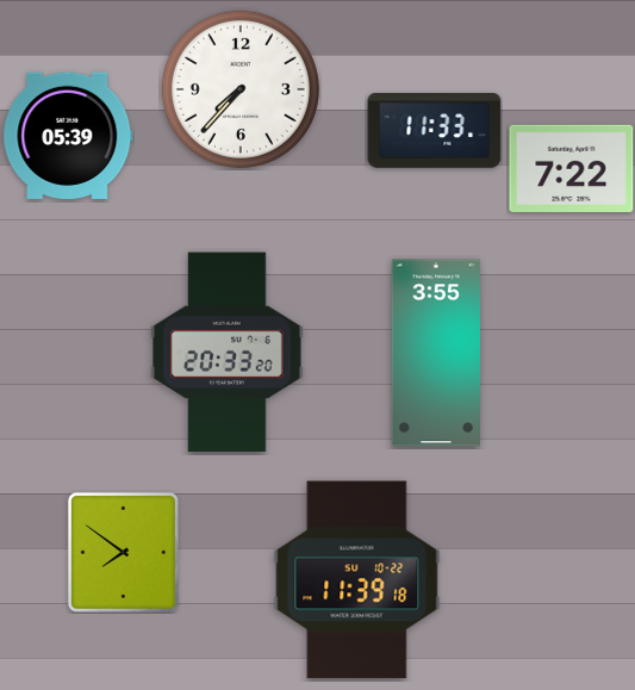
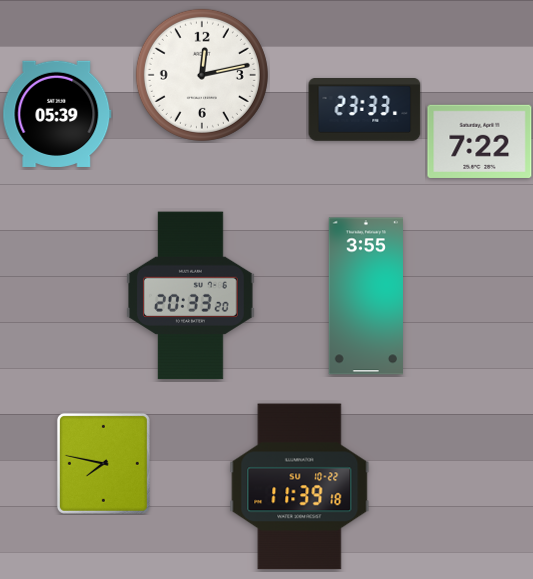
clock at (241, 89): 7:37 -> 12:13
clock at (435, 131): 11:33 -> 23:33
clock at (123, 552): 7:51 -> 7:47
